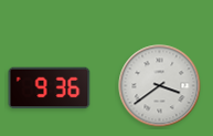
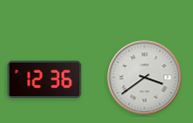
clock at (50, 88): 9:36 -> 12:36
